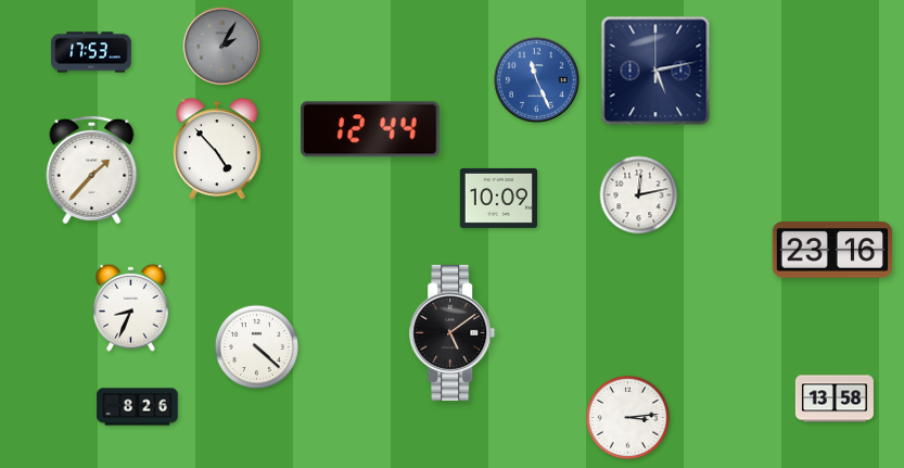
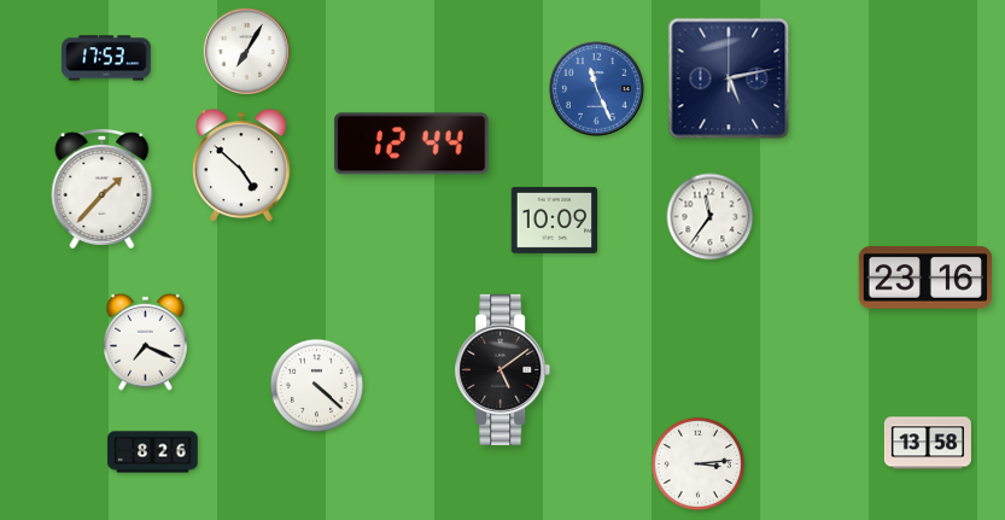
clock at (222, 47): 2:05 -> 7:05
clock at (222, 47) dial: grey -> white
clock at (92, 52) position: (92, 52) -> (107, 58)
clock at (218, 150): 4:53 -> 4:52
clock at (639, 195): 12:13 -> 11:36
clock at (131, 307): 8:34 -> 7:19
clock at (256, 346) position: (256, 346) -> (316, 385)
